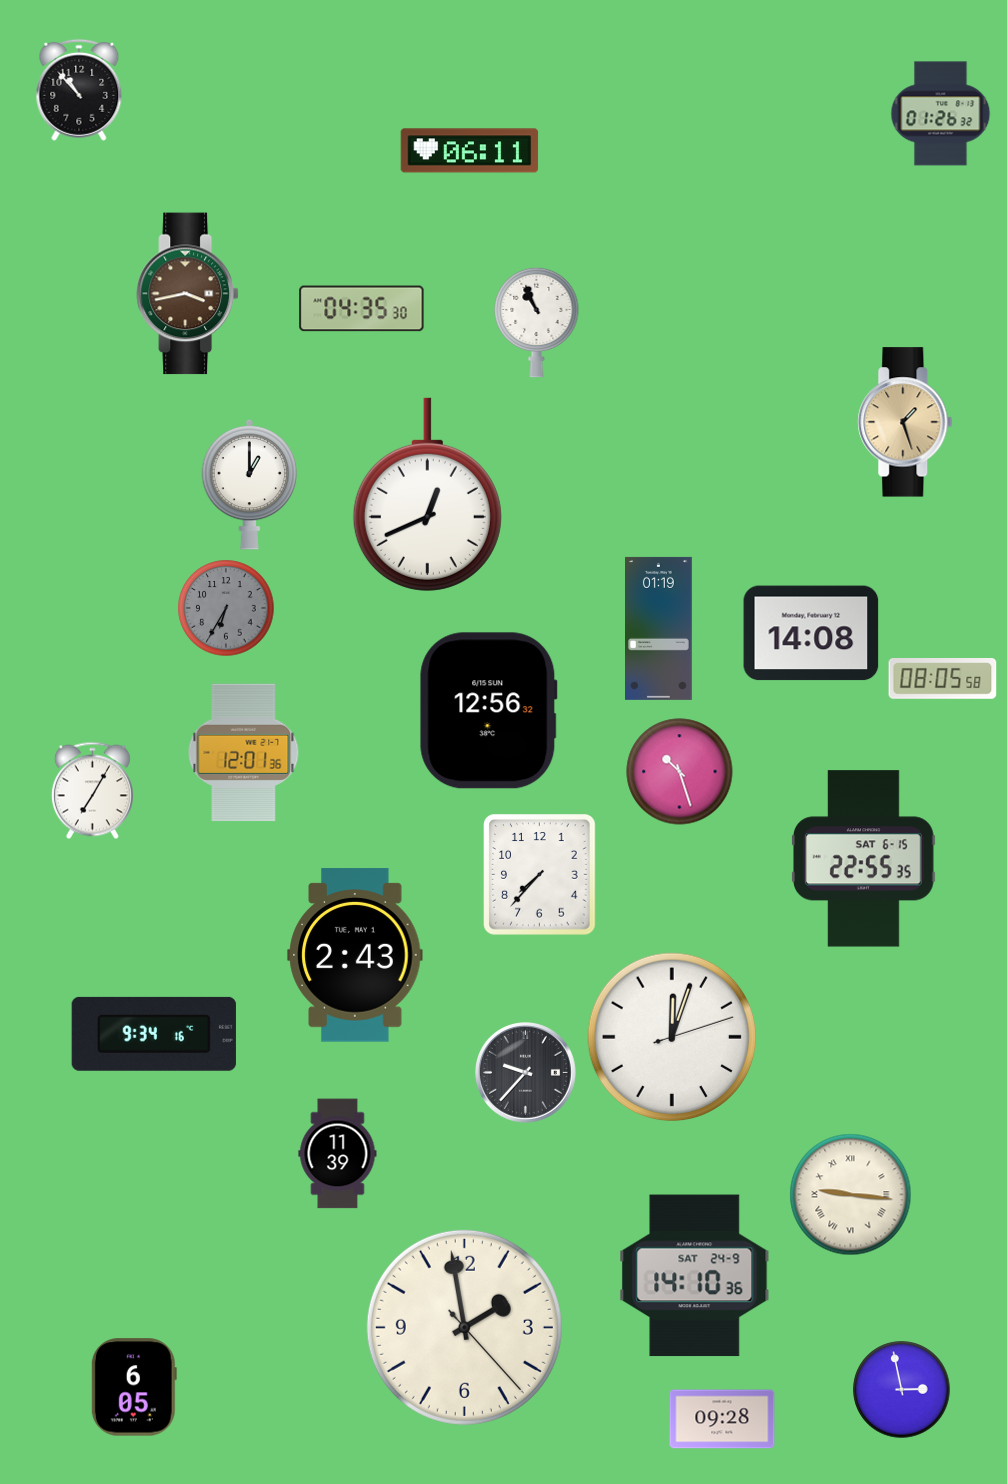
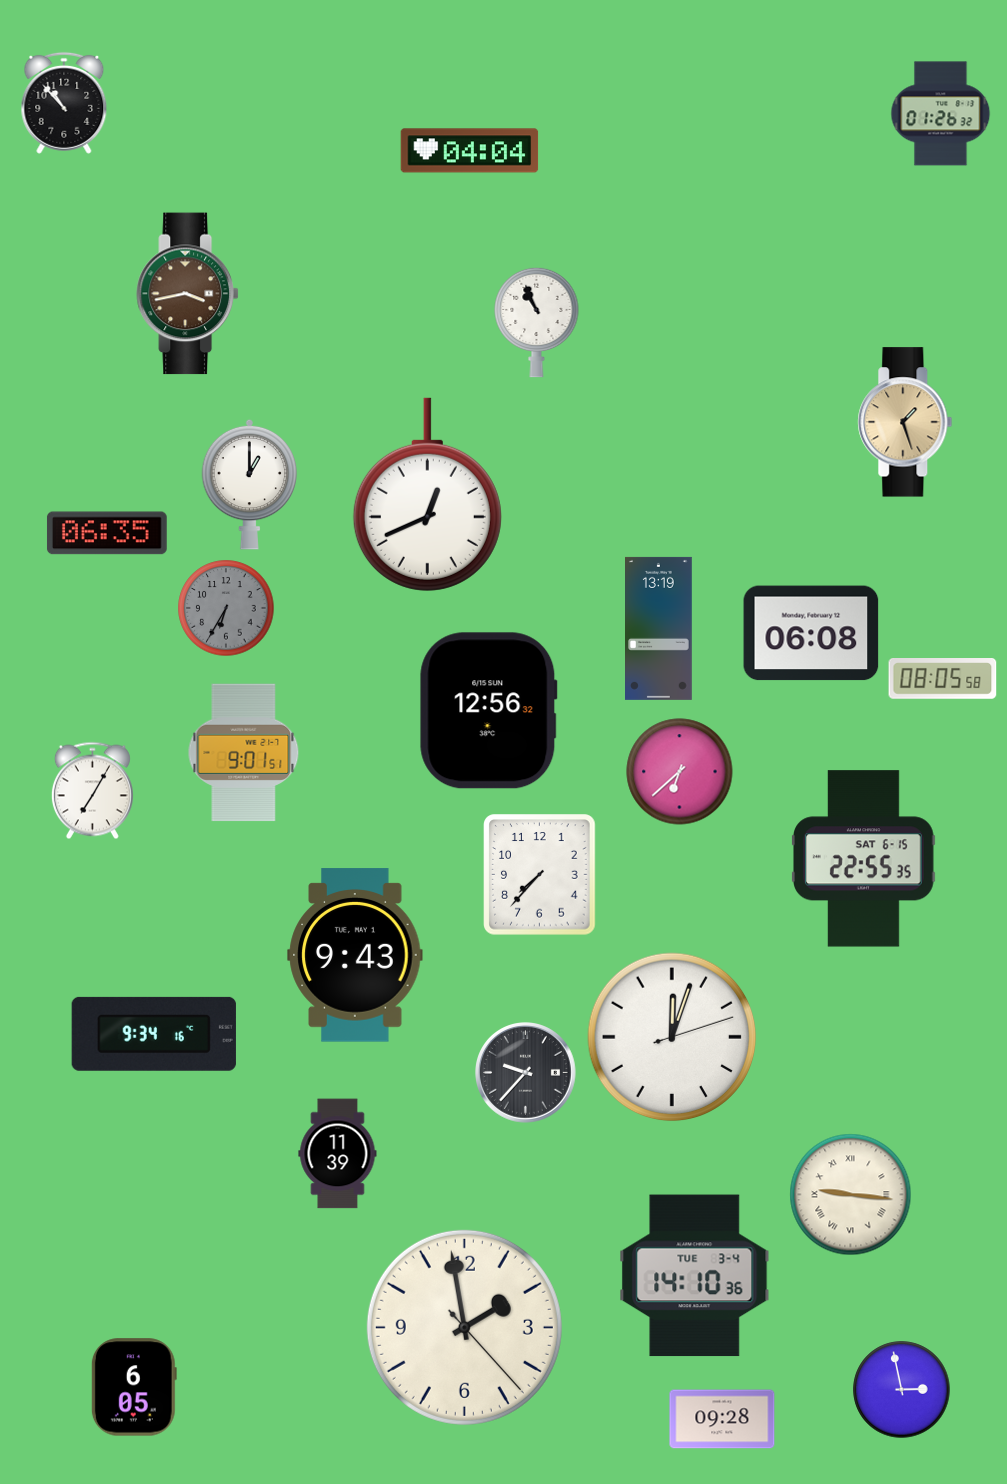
clock at (79, 90) position: (79, 90) -> (64, 103)
clock at (470, 151): 06:11 -> 04:04
clock at (362, 309): 04:35 -> none
clock at (107, 533): none -> 06:35
clock at (659, 628): 01:19 -> 13:19
clock at (811, 633): 14:08 -> 06:08
clock at (244, 753): 12:01 -> 9:01
clock at (680, 772): 10:27 -> 6:38
clock at (355, 955): 2:43 -> 9:43
clock at (695, 1276) date: SAT 24-9 -> TUE 3-4
